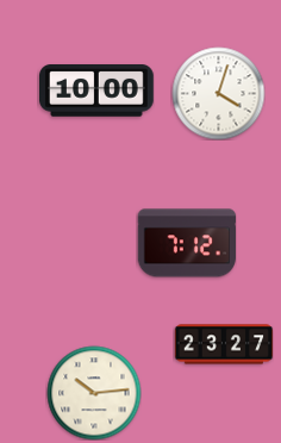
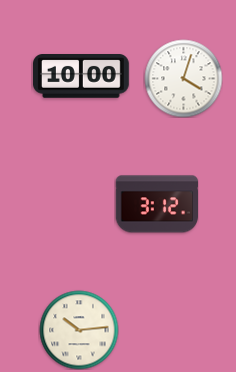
clock at (186, 243): 7:12 -> 3:12
clock at (224, 344): 23:27 -> none
